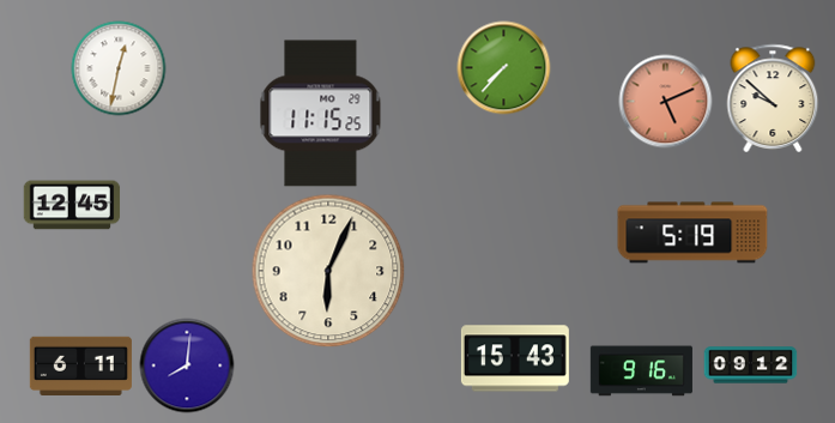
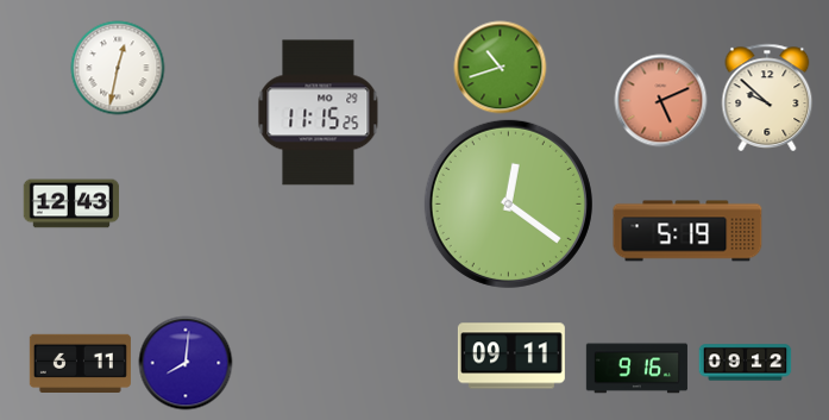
clock at (503, 67): 7:37 -> 10:42
clock at (72, 205): 12:45 -> 12:43
clock at (508, 203): none -> 12:21
clock at (328, 271): 6:04 -> none
clock at (515, 358): 15:43 -> 09:11
